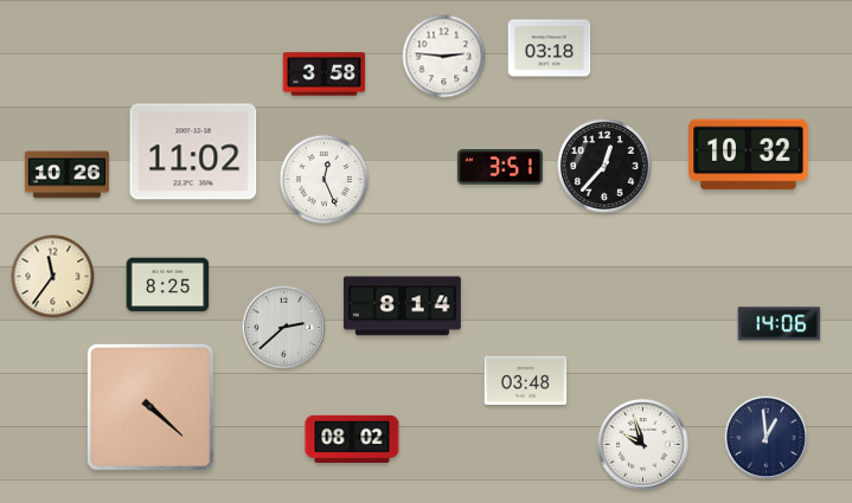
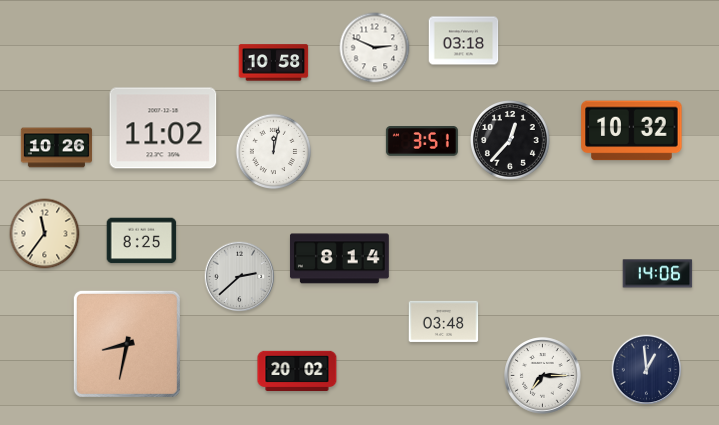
clock at (444, 57): 2:46 -> 2:49
clock at (325, 75): 3:58 -> 10:58
clock at (325, 180): 12:26 -> 12:02
clock at (150, 407): 4:22 -> 8:32
clock at (352, 438): 08:02 -> 20:02
clock at (643, 445): 9:57 -> 7:15
